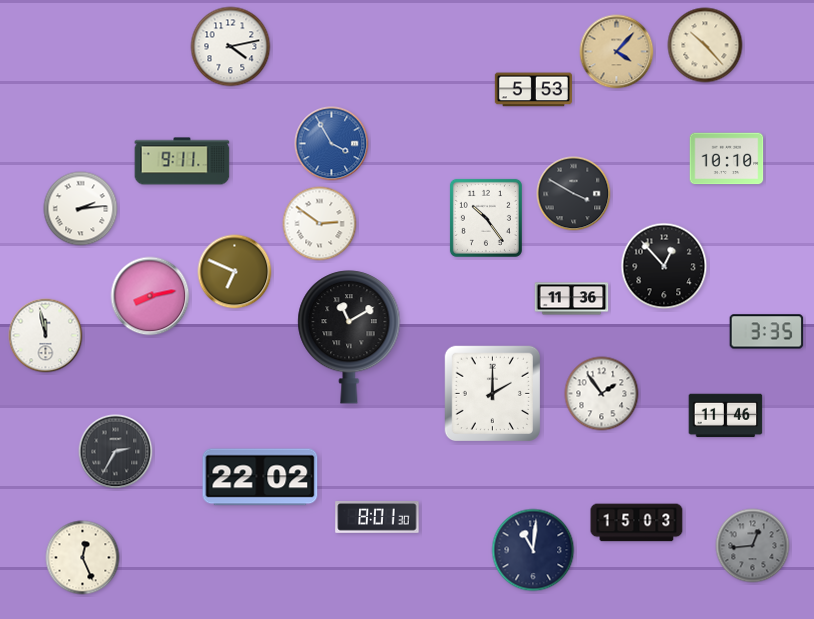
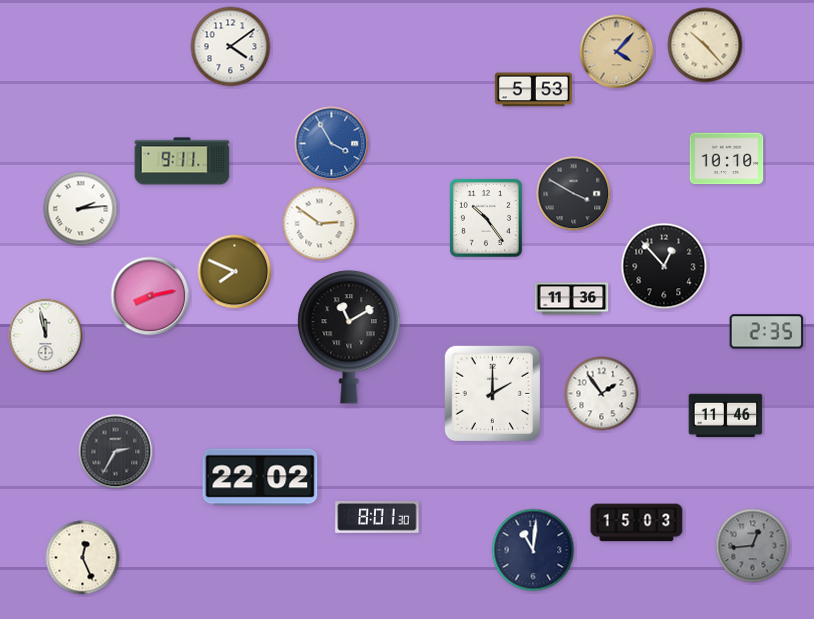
clock at (231, 47): 4:13 -> 4:09
clock at (235, 272): 6:49 -> 7:49
clock at (767, 332): 3:35 -> 2:35
